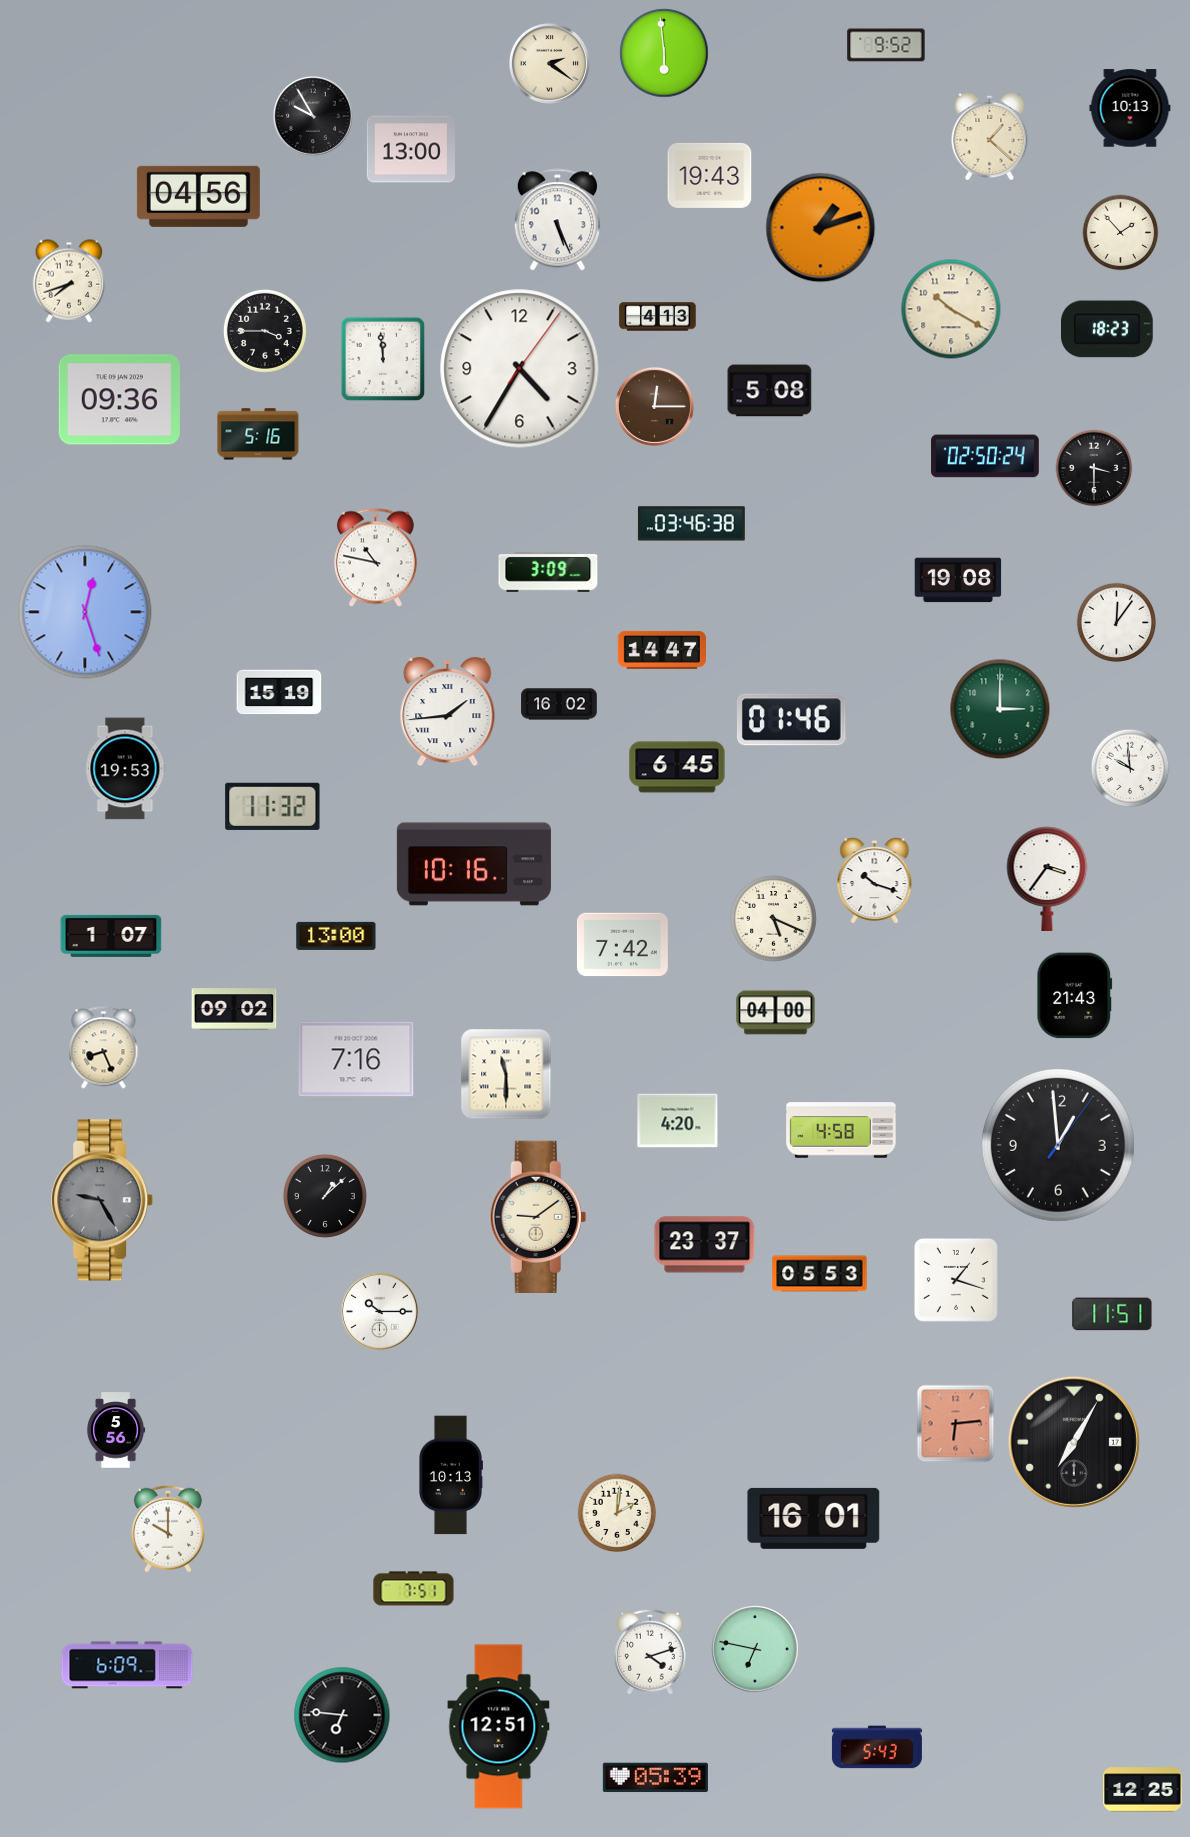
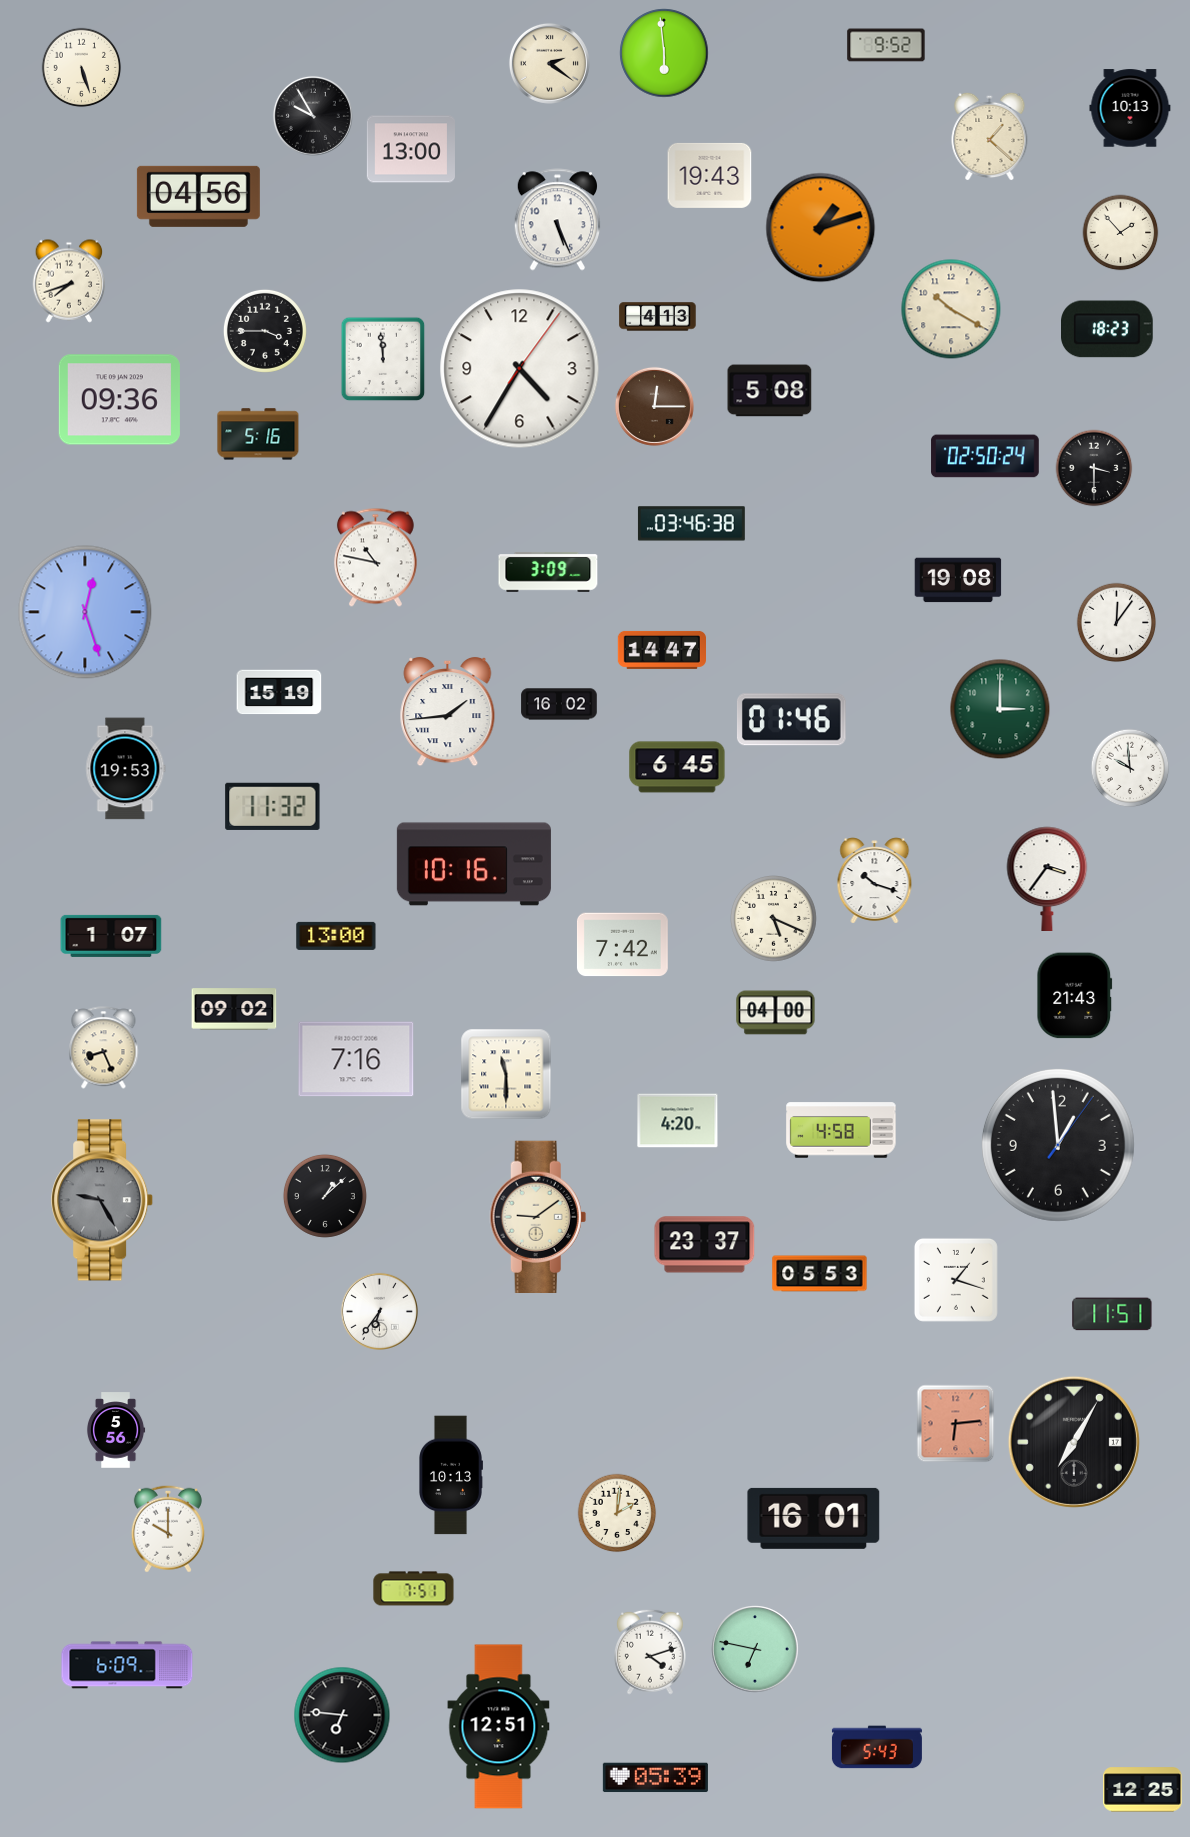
clock at (82, 68): none -> 5:27
clock at (379, 1311): 10:15 -> 6:36
